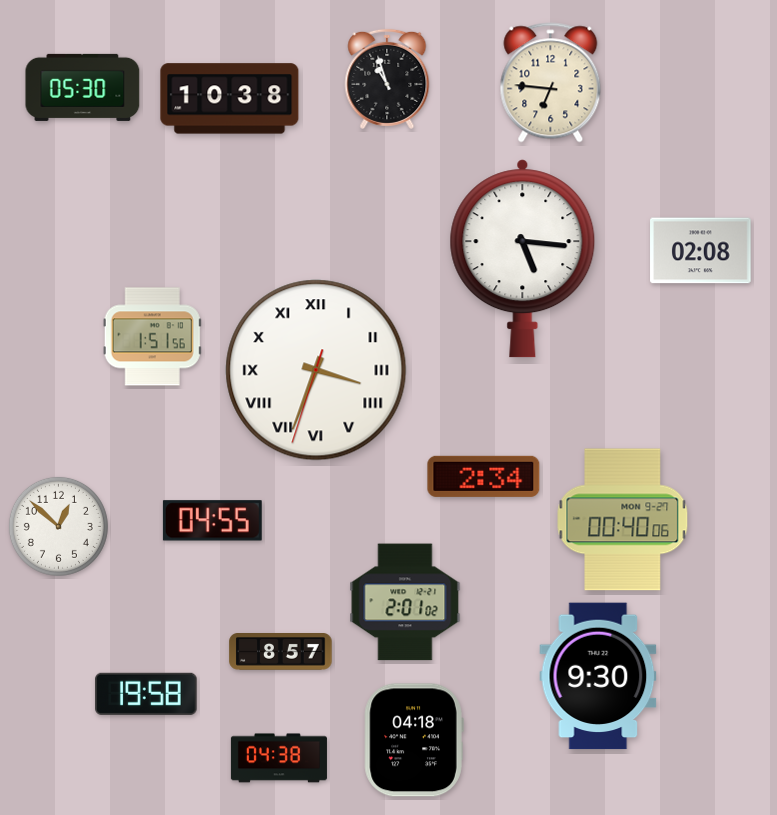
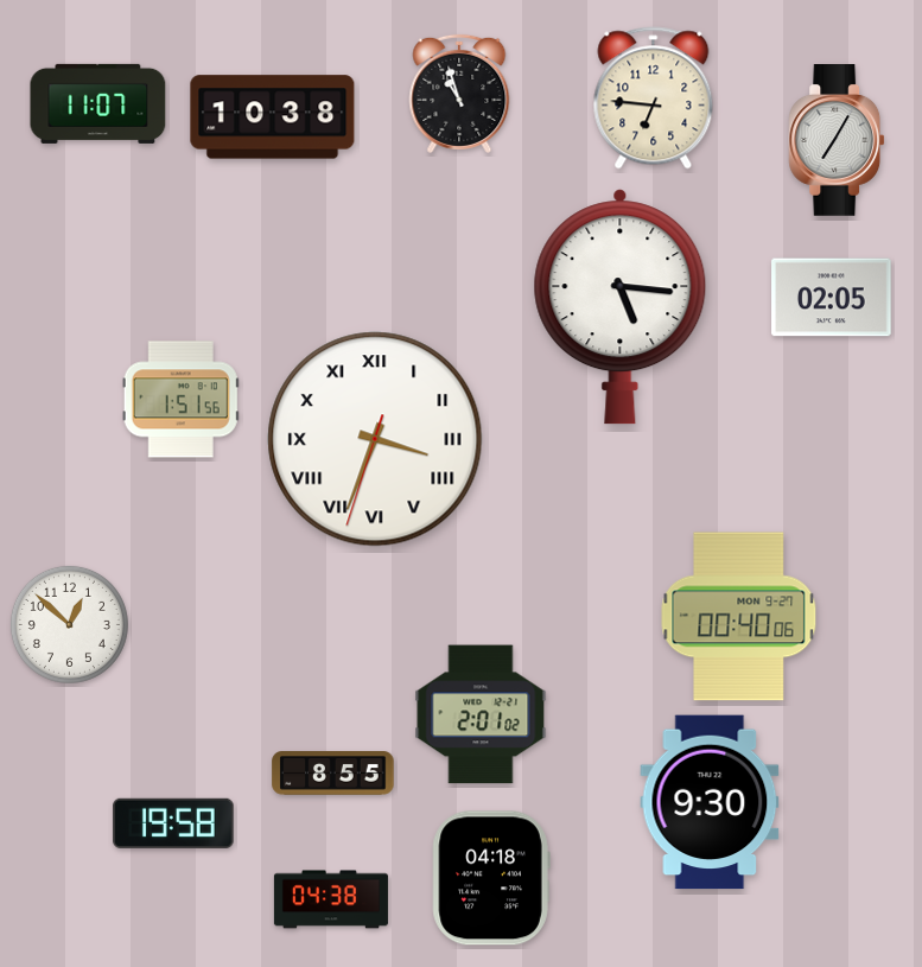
clock at (83, 87): 05:30 -> 11:07
clock at (837, 141): none -> 7:05
clock at (701, 251): 02:08 -> 02:05
clock at (484, 476): 2:34 -> none
clock at (212, 521): 04:55 -> none
clock at (281, 652): 8:57 -> 8:55
